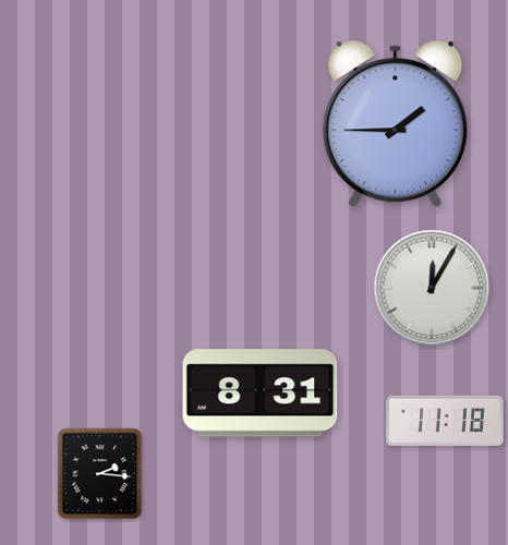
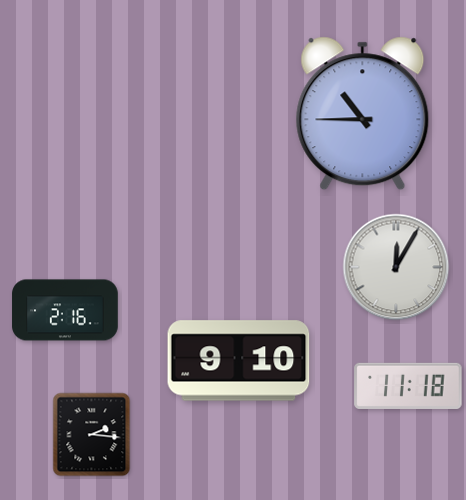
clock at (396, 124): 1:45 -> 10:45
clock at (432, 288) position: (432, 288) -> (396, 267)
clock at (65, 310): none -> 2:16
clock at (261, 393): 8:31 -> 9:10
